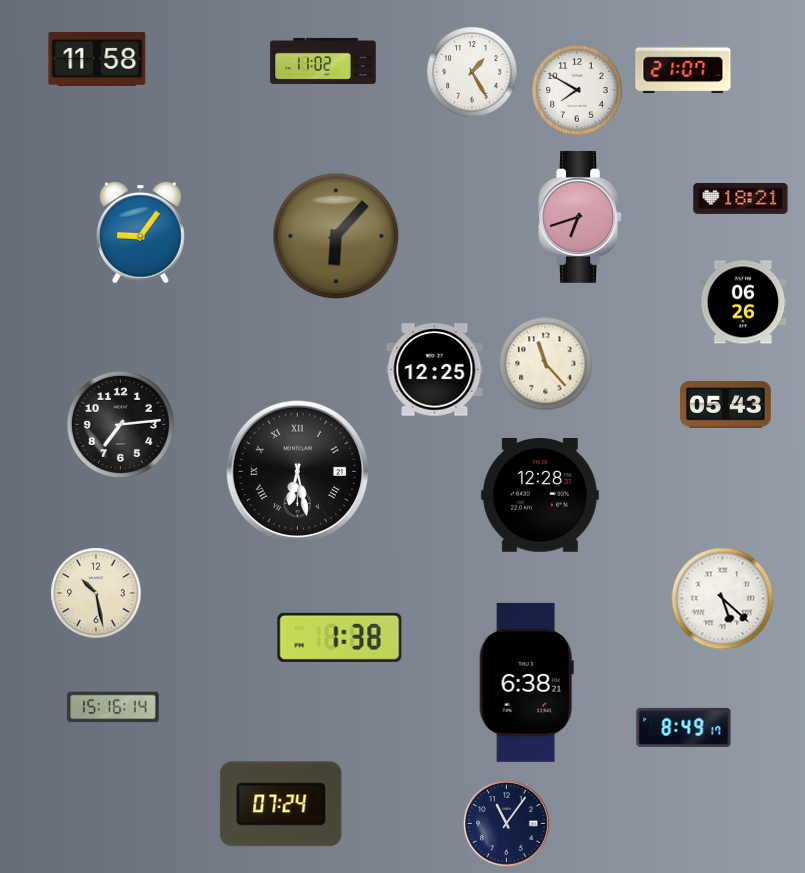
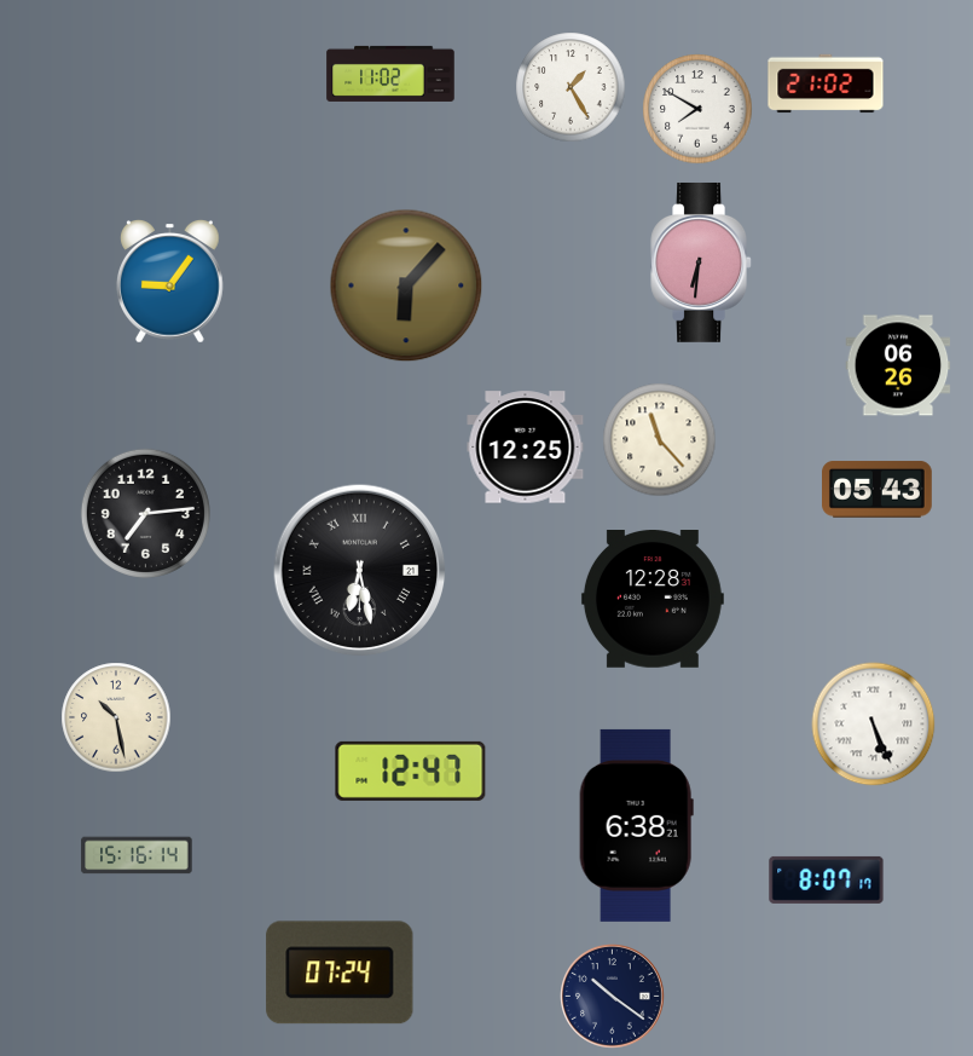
clock at (97, 59): 11:58 -> none
clock at (683, 69): 21:07 -> 21:02
clock at (741, 198): 18:21 -> none
clock at (580, 217): 6:42 -> 6:31
clock at (723, 599): 5:22 -> 5:26
clock at (340, 637): 1:38 -> 12:47
clock at (684, 727): 8:49 -> 8:07
clock at (507, 824): 11:06 -> 10:21
